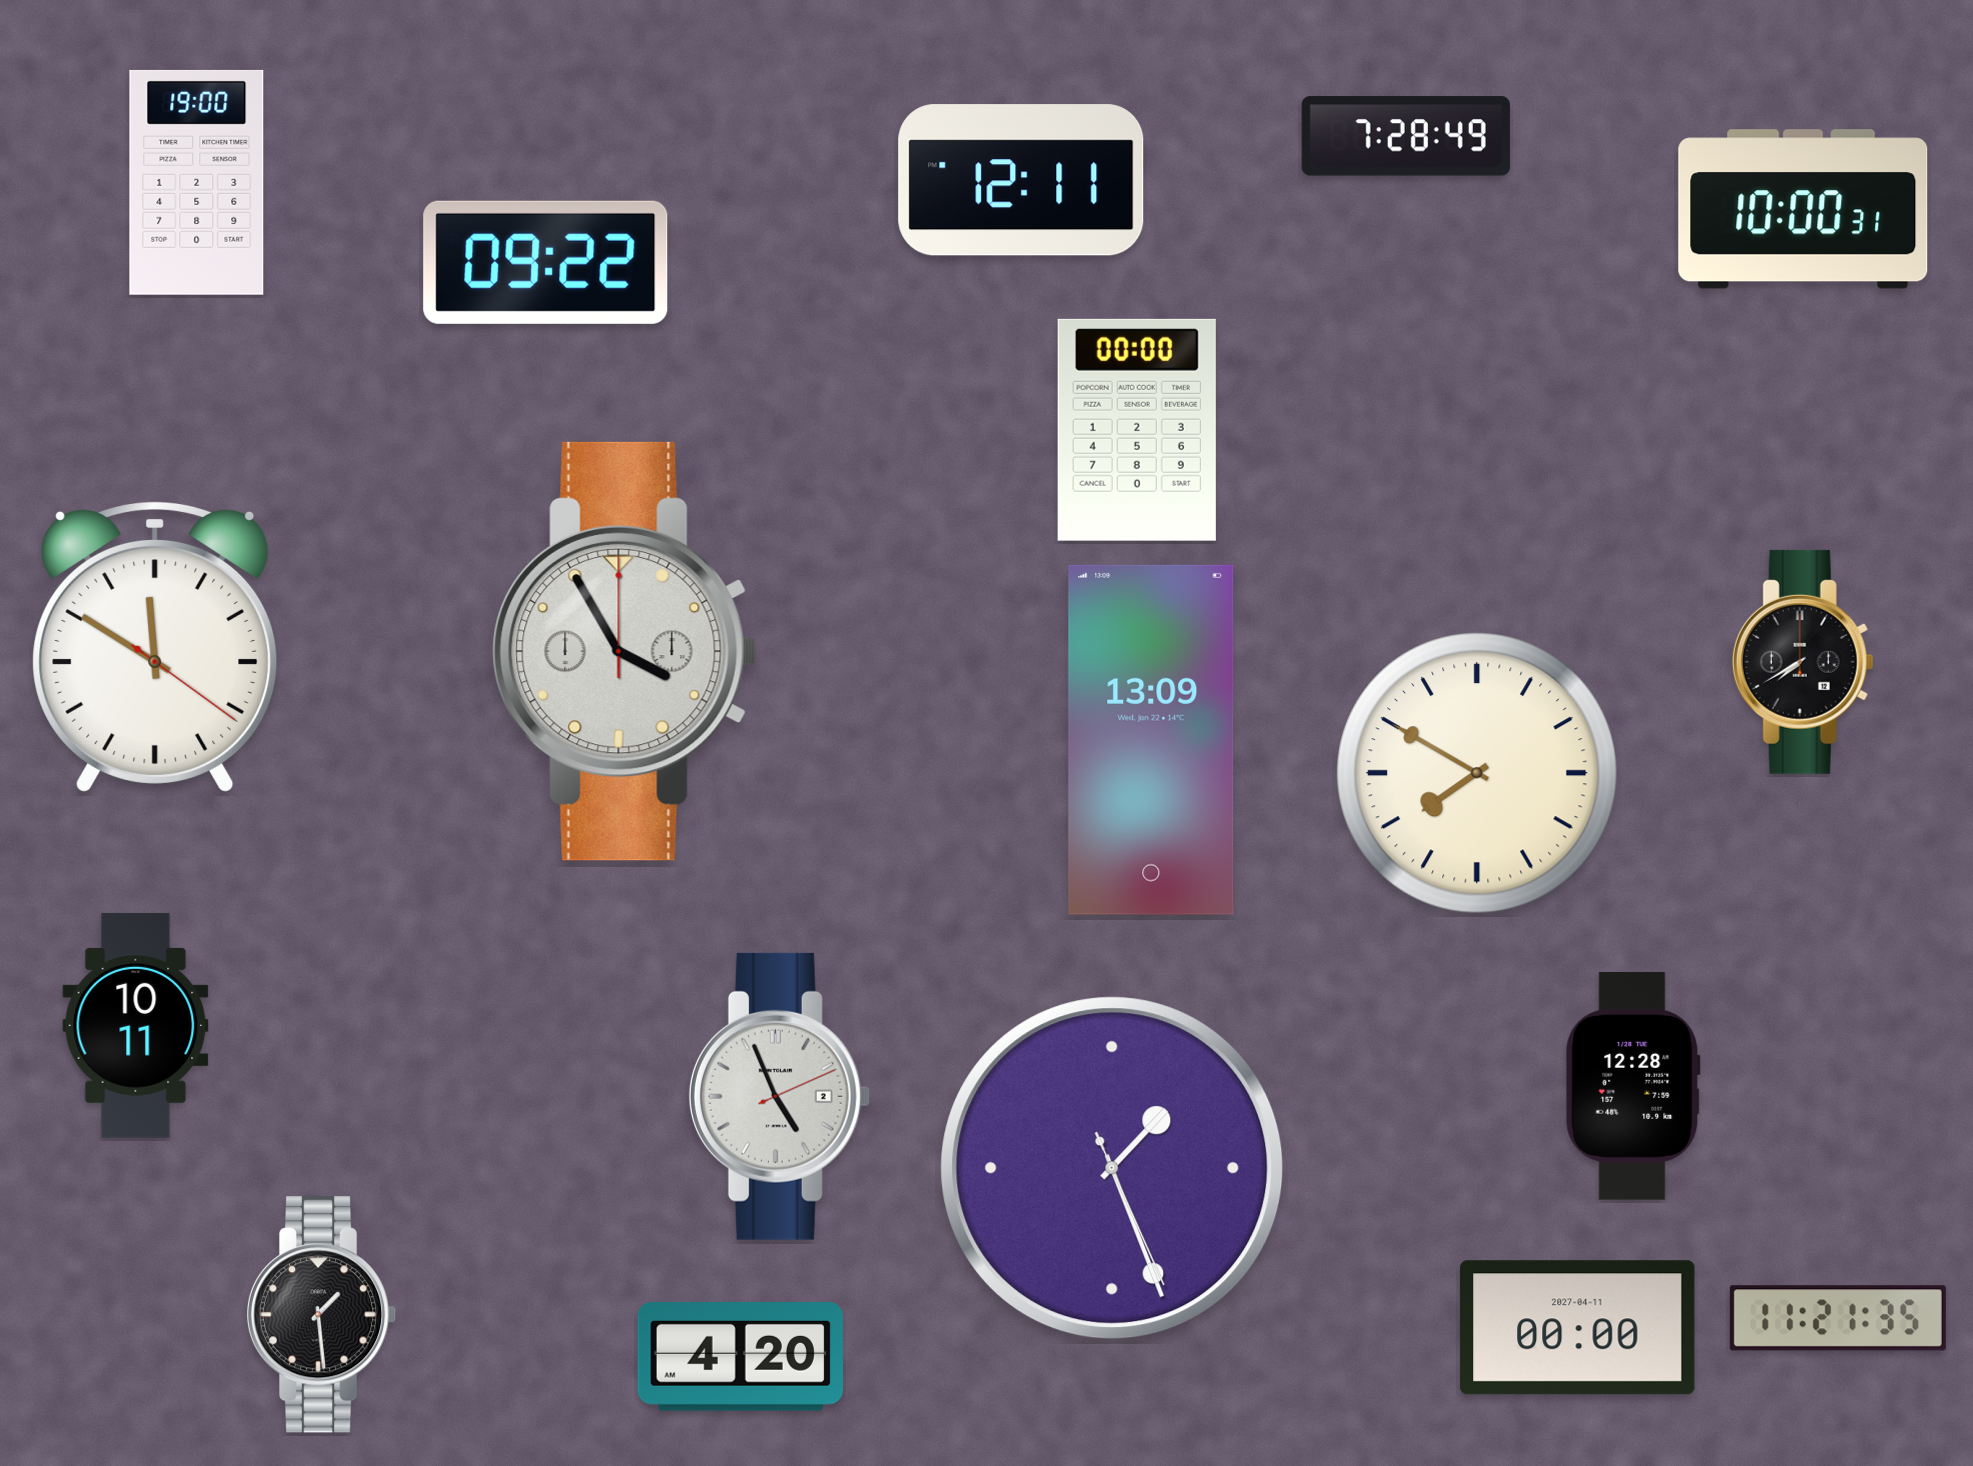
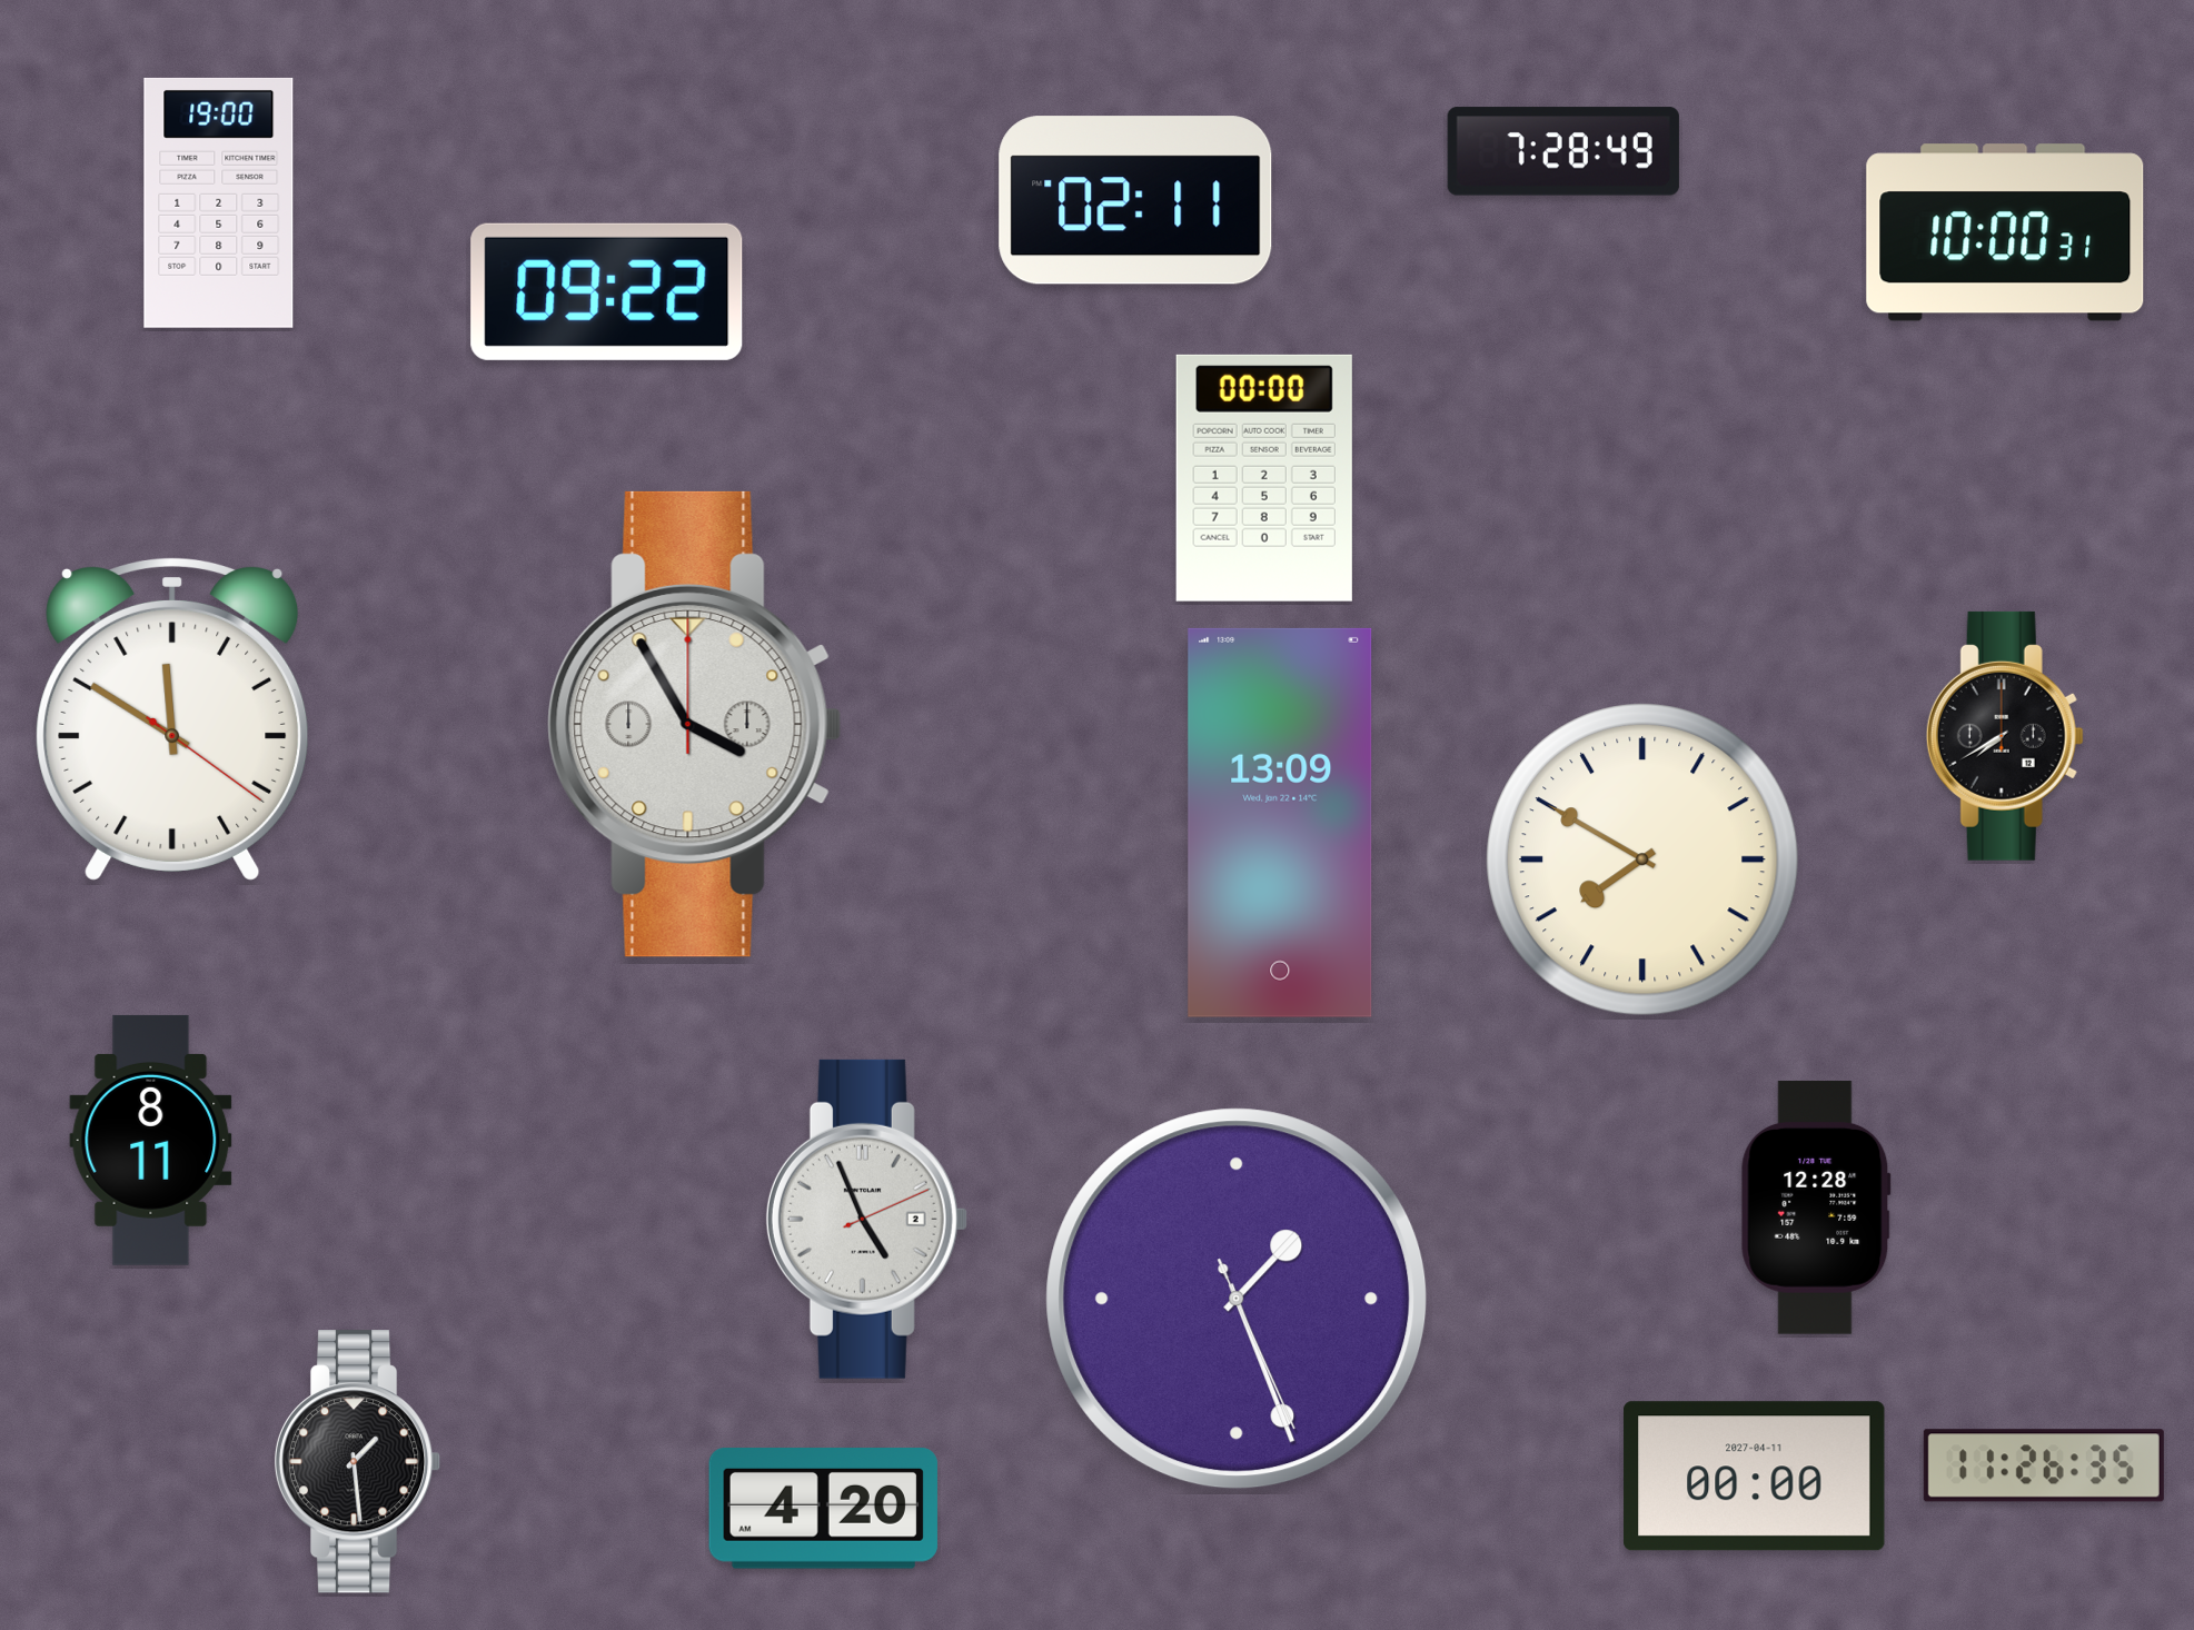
clock at (1021, 180): 12:11 -> 02:11
clock at (136, 1025): 10:11 -> 8:11
clock at (1838, 1318): 11:21 -> 11:26
